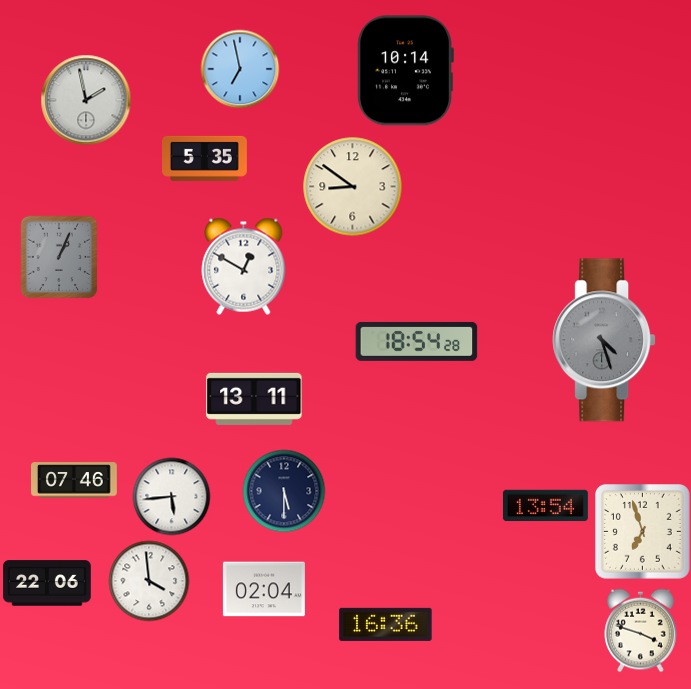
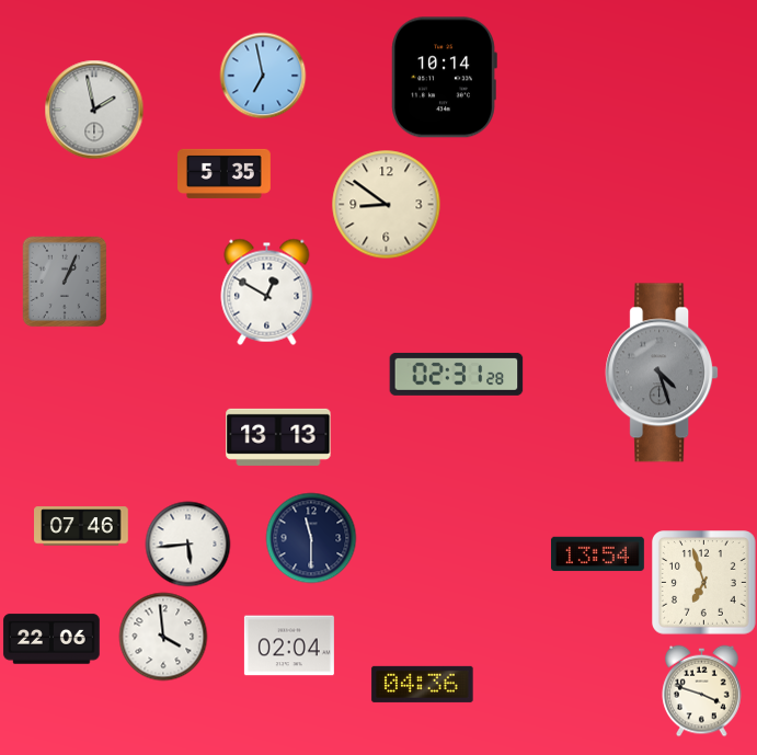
clock at (417, 341): 18:54 -> 02:31
clock at (254, 399): 13:11 -> 13:13
clock at (284, 491): 5:30 -> 11:30
clock at (386, 624): 16:36 -> 04:36
